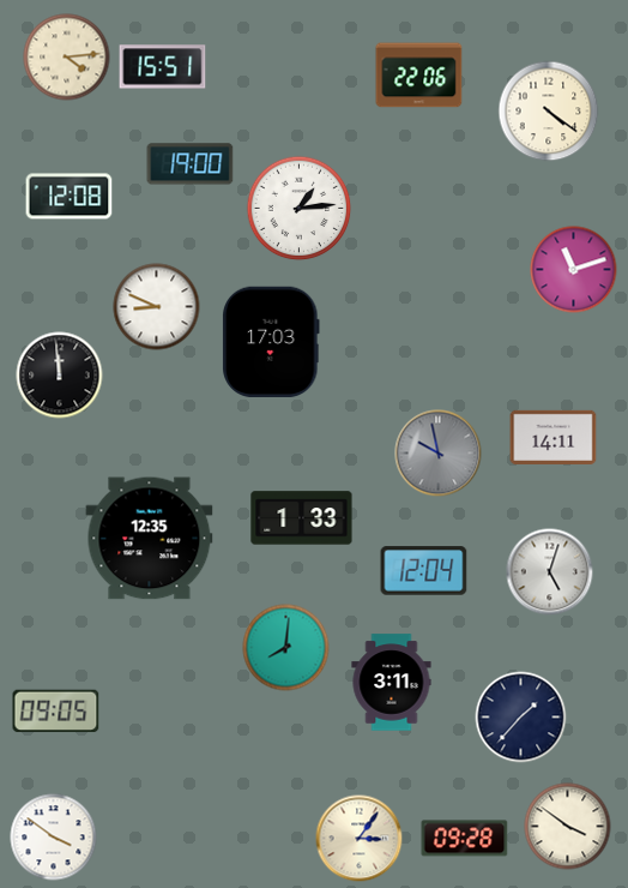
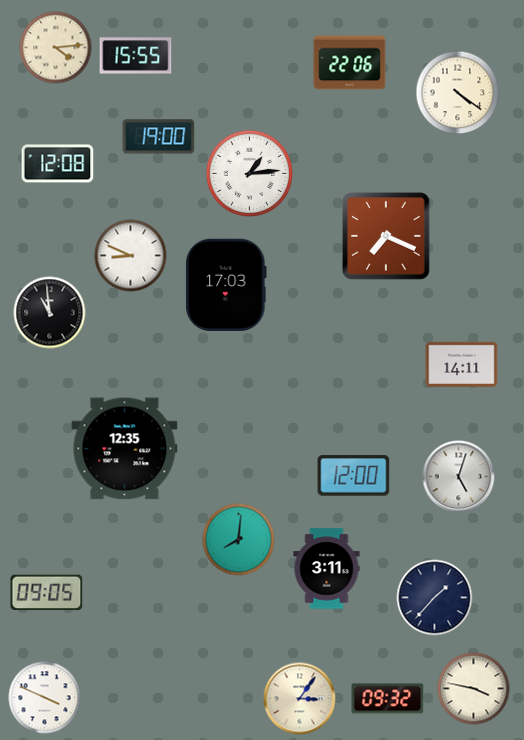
clock at (163, 67): 15:51 -> 15:55
clock at (574, 270): 11:12 -> none
clock at (387, 237): none -> 7:19
clock at (60, 376): 11:59 -> 10:59
clock at (439, 454): 9:58 -> none
clock at (302, 518): 1:33 -> none
clock at (424, 571): 12:04 -> 12:00
clock at (568, 827): 3:51 -> 3:47
clock at (54, 838): 3:51 -> 3:49
clock at (465, 839): 09:28 -> 09:32
